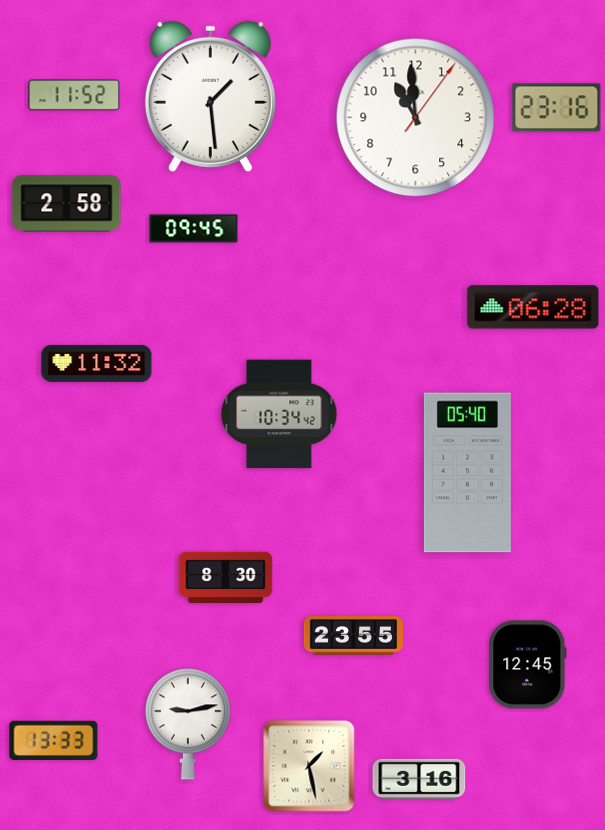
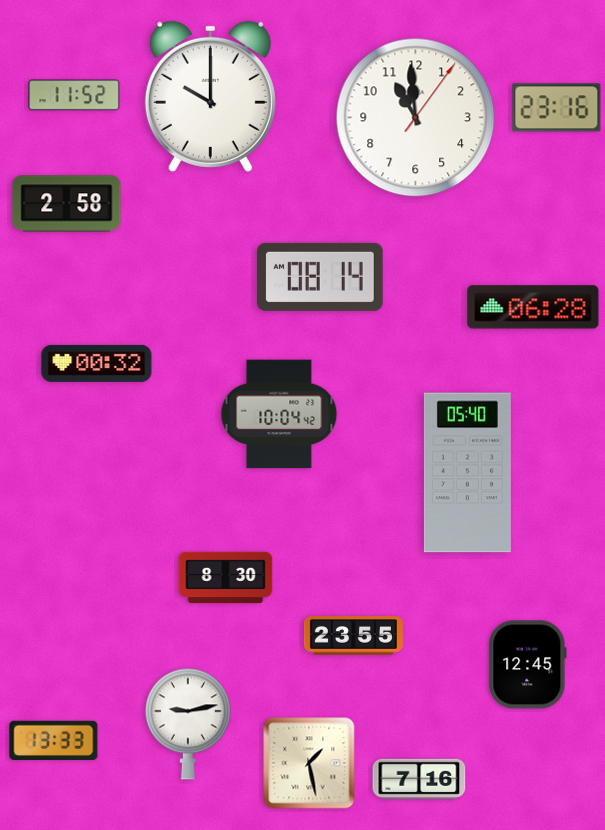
clock at (210, 96): 1:29 -> 10:00
clock at (194, 229): 09:45 -> none
clock at (321, 277): none -> 08:14
clock at (97, 363): 11:32 -> 00:32
clock at (279, 414): 10:34 -> 10:04
clock at (309, 766) position: (309, 766) -> (309, 763)
clock at (419, 779): 3:16 -> 7:16
